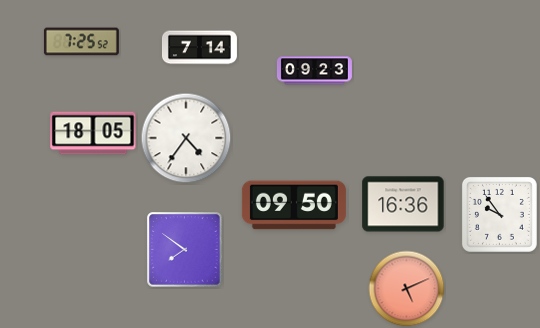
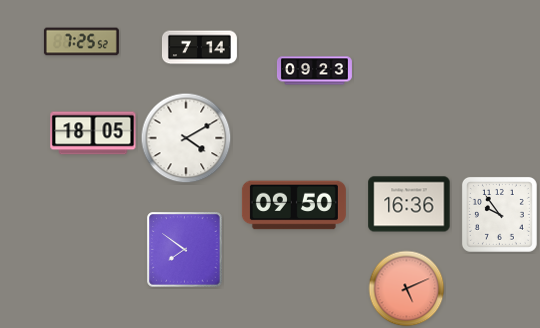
clock at (186, 138): 4:36 -> 4:10
clock at (403, 204) position: (403, 204) -> (409, 204)
